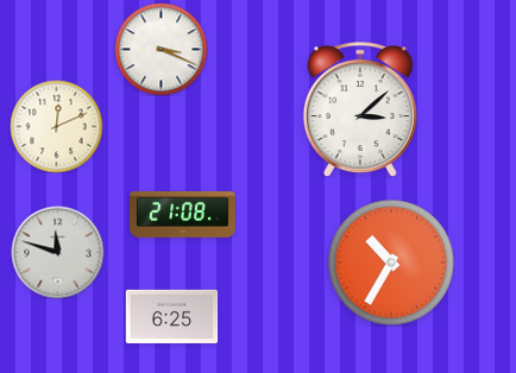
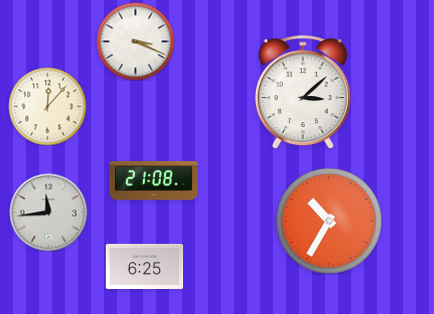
clock at (56, 126): 12:11 -> 12:07
clock at (57, 252): 11:48 -> 11:44
